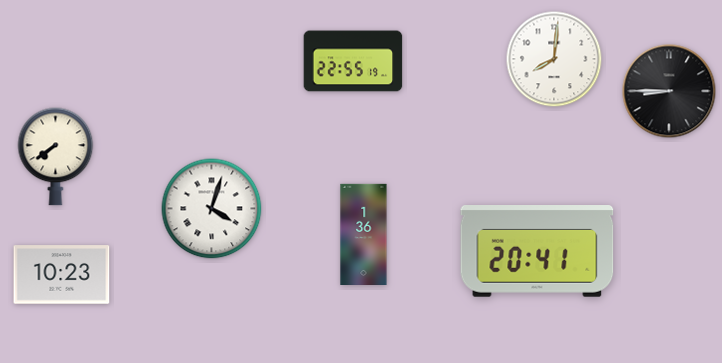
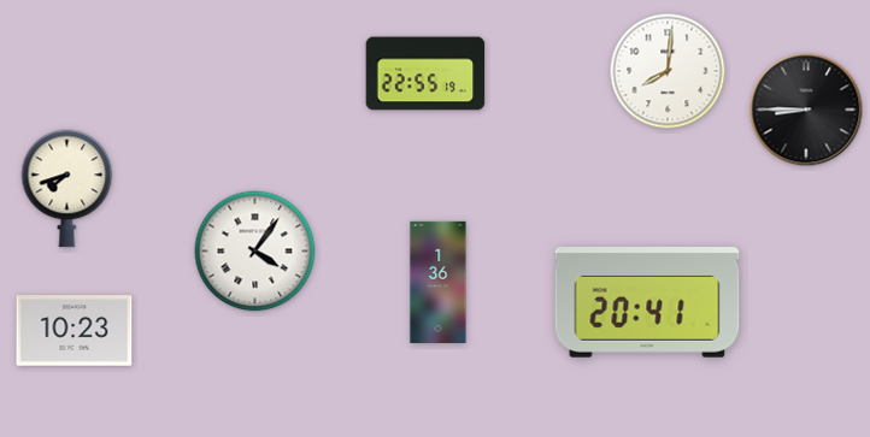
clock at (56, 157): 7:39 -> 7:42
clock at (212, 209): 4:03 -> 4:06
